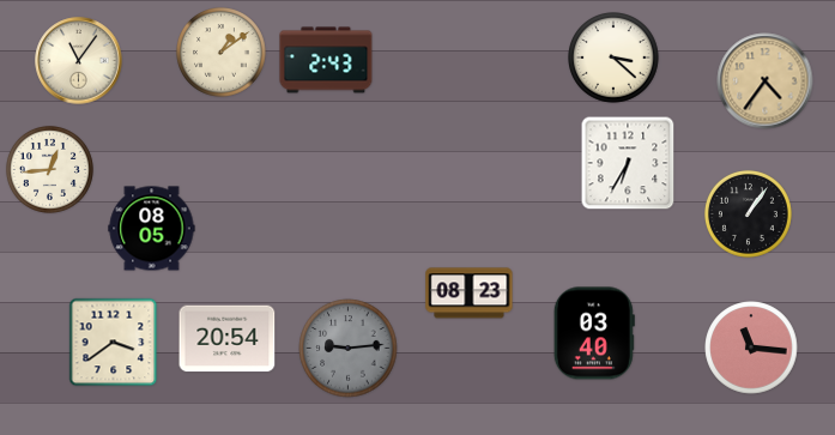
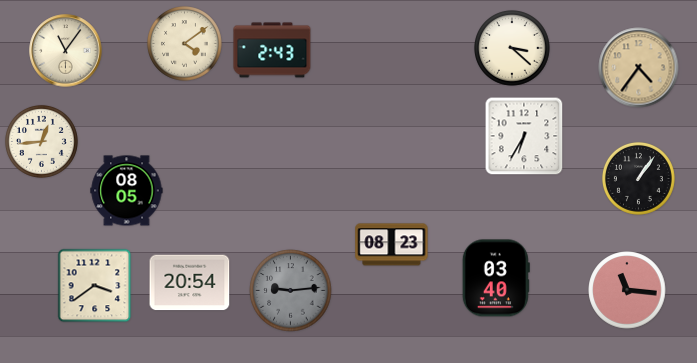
clock at (222, 53): 1:09 -> 4:09
clock at (748, 213) position: (748, 213) -> (638, 178)
